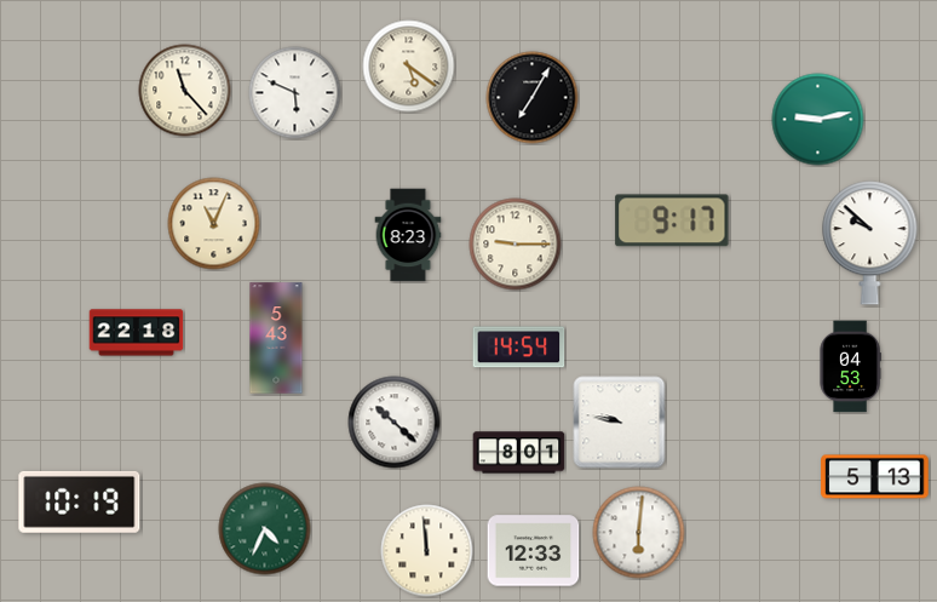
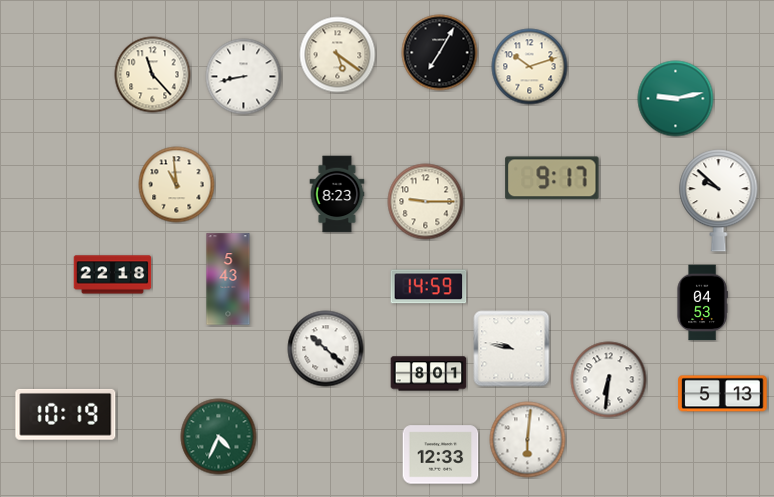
clock at (530, 67): none -> 10:12
clock at (295, 93): 5:49 -> 8:43
clock at (533, 98) position: (533, 98) -> (440, 53)
clock at (672, 220) position: (672, 220) -> (552, 178)
clock at (214, 224): 11:04 -> 10:59
clock at (519, 348): 14:54 -> 14:59
clock at (609, 380): none -> 6:31
clock at (427, 551): 11:59 -> none
